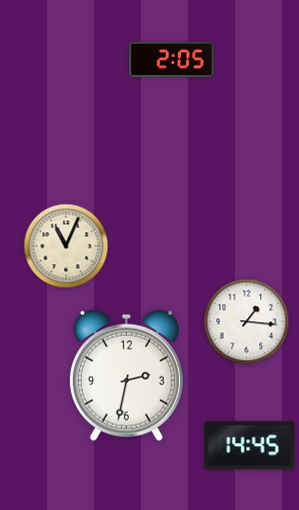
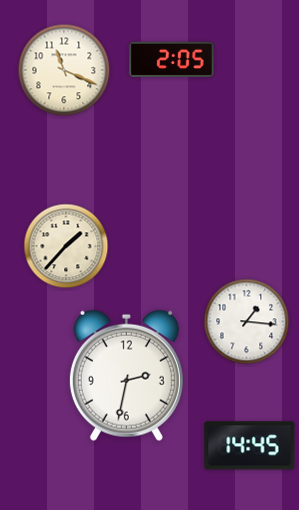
clock at (64, 70): none -> 11:19
clock at (66, 246): 11:04 -> 1:37
